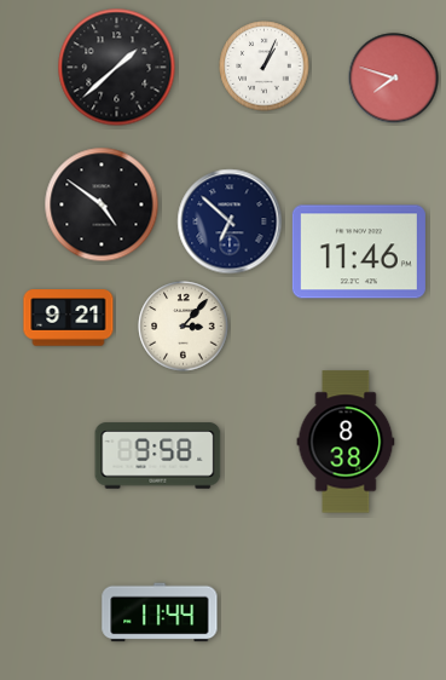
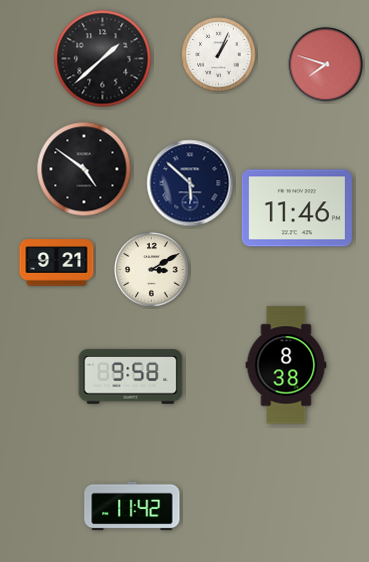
clock at (117, 68) position: (117, 68) -> (103, 59)
clock at (230, 221): 6:52 -> 5:52
clock at (184, 327): 3:07 -> 3:10
clock at (160, 612): 11:44 -> 11:42
